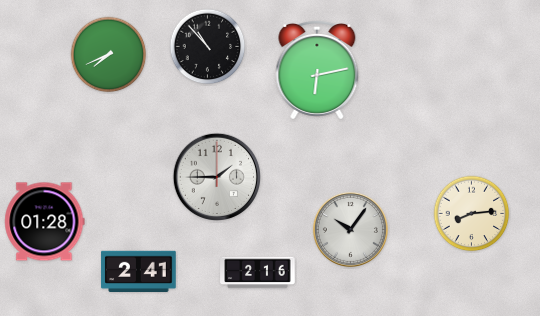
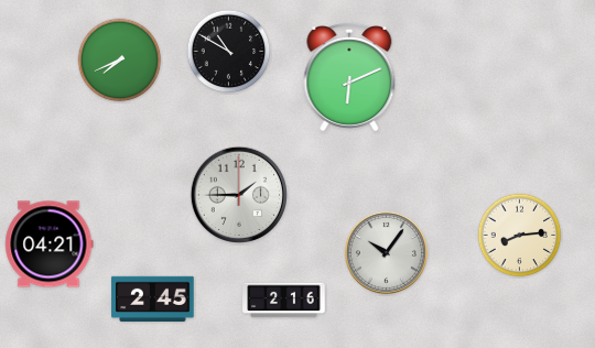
clock at (208, 47): 10:53 -> 10:50
clock at (317, 70): 6:13 -> 6:11
clock at (45, 222): 01:28 -> 04:21
clock at (139, 271): 2:41 -> 2:45
